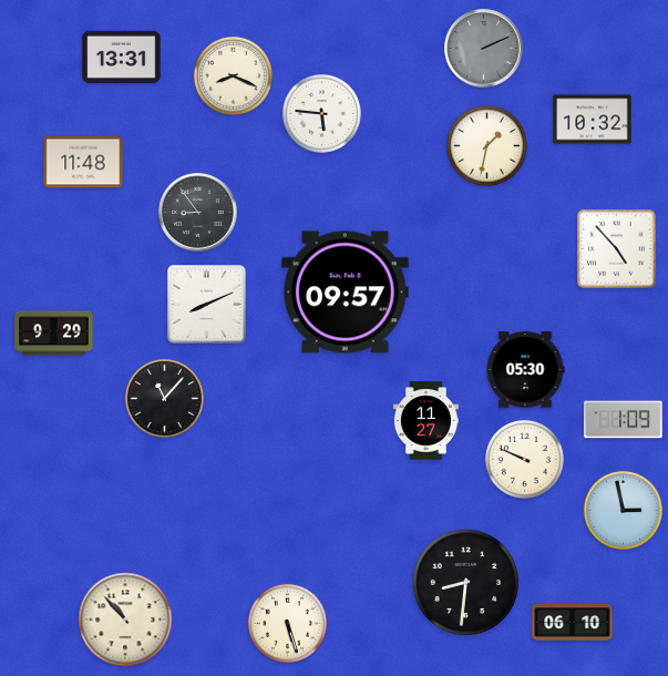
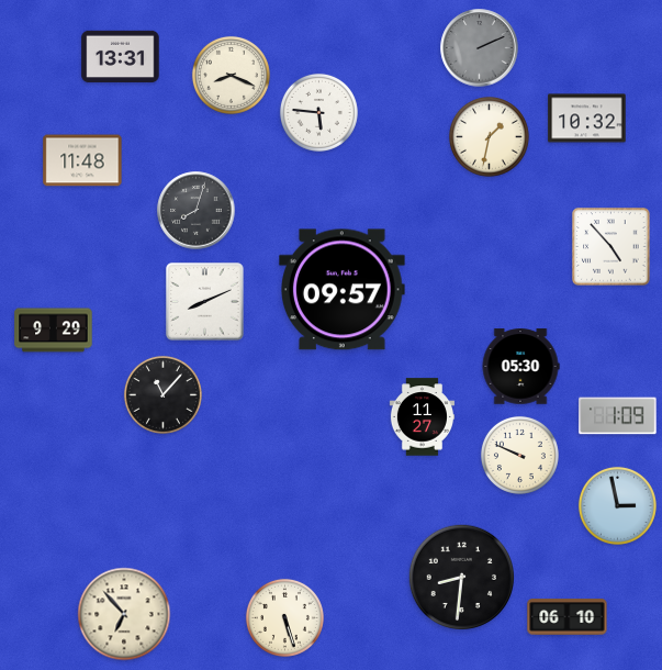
clock at (487, 146) position: (487, 146) -> (490, 137)
clock at (198, 213): 8:54 -> 8:03
clock at (125, 619): 10:53 -> 6:53
